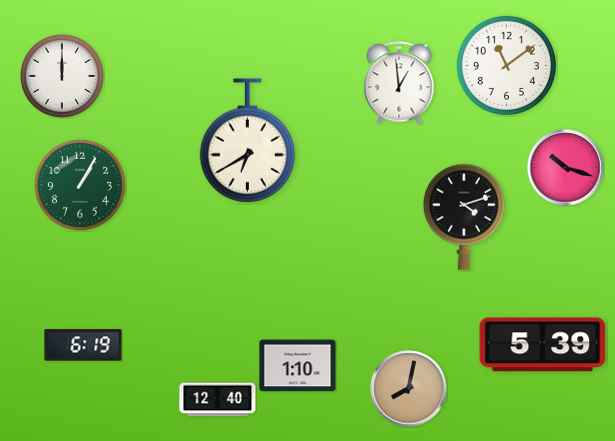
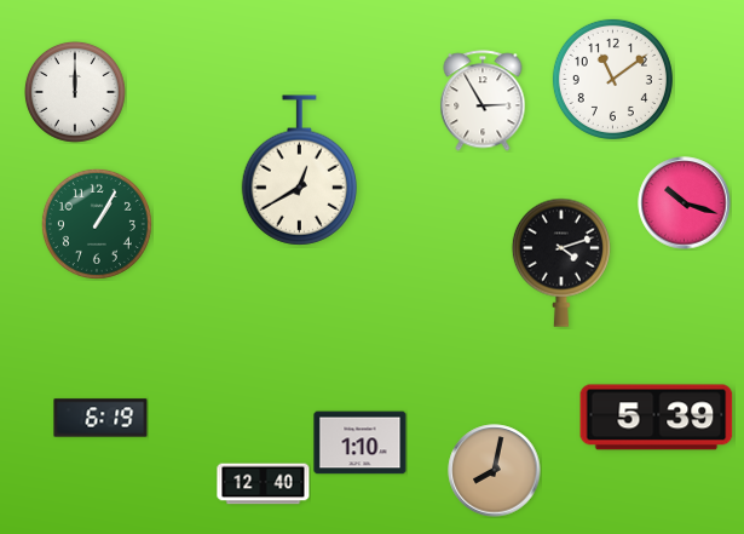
clock at (399, 83): 12:59 -> 2:55
clock at (247, 141): 6:40 -> 12:40
